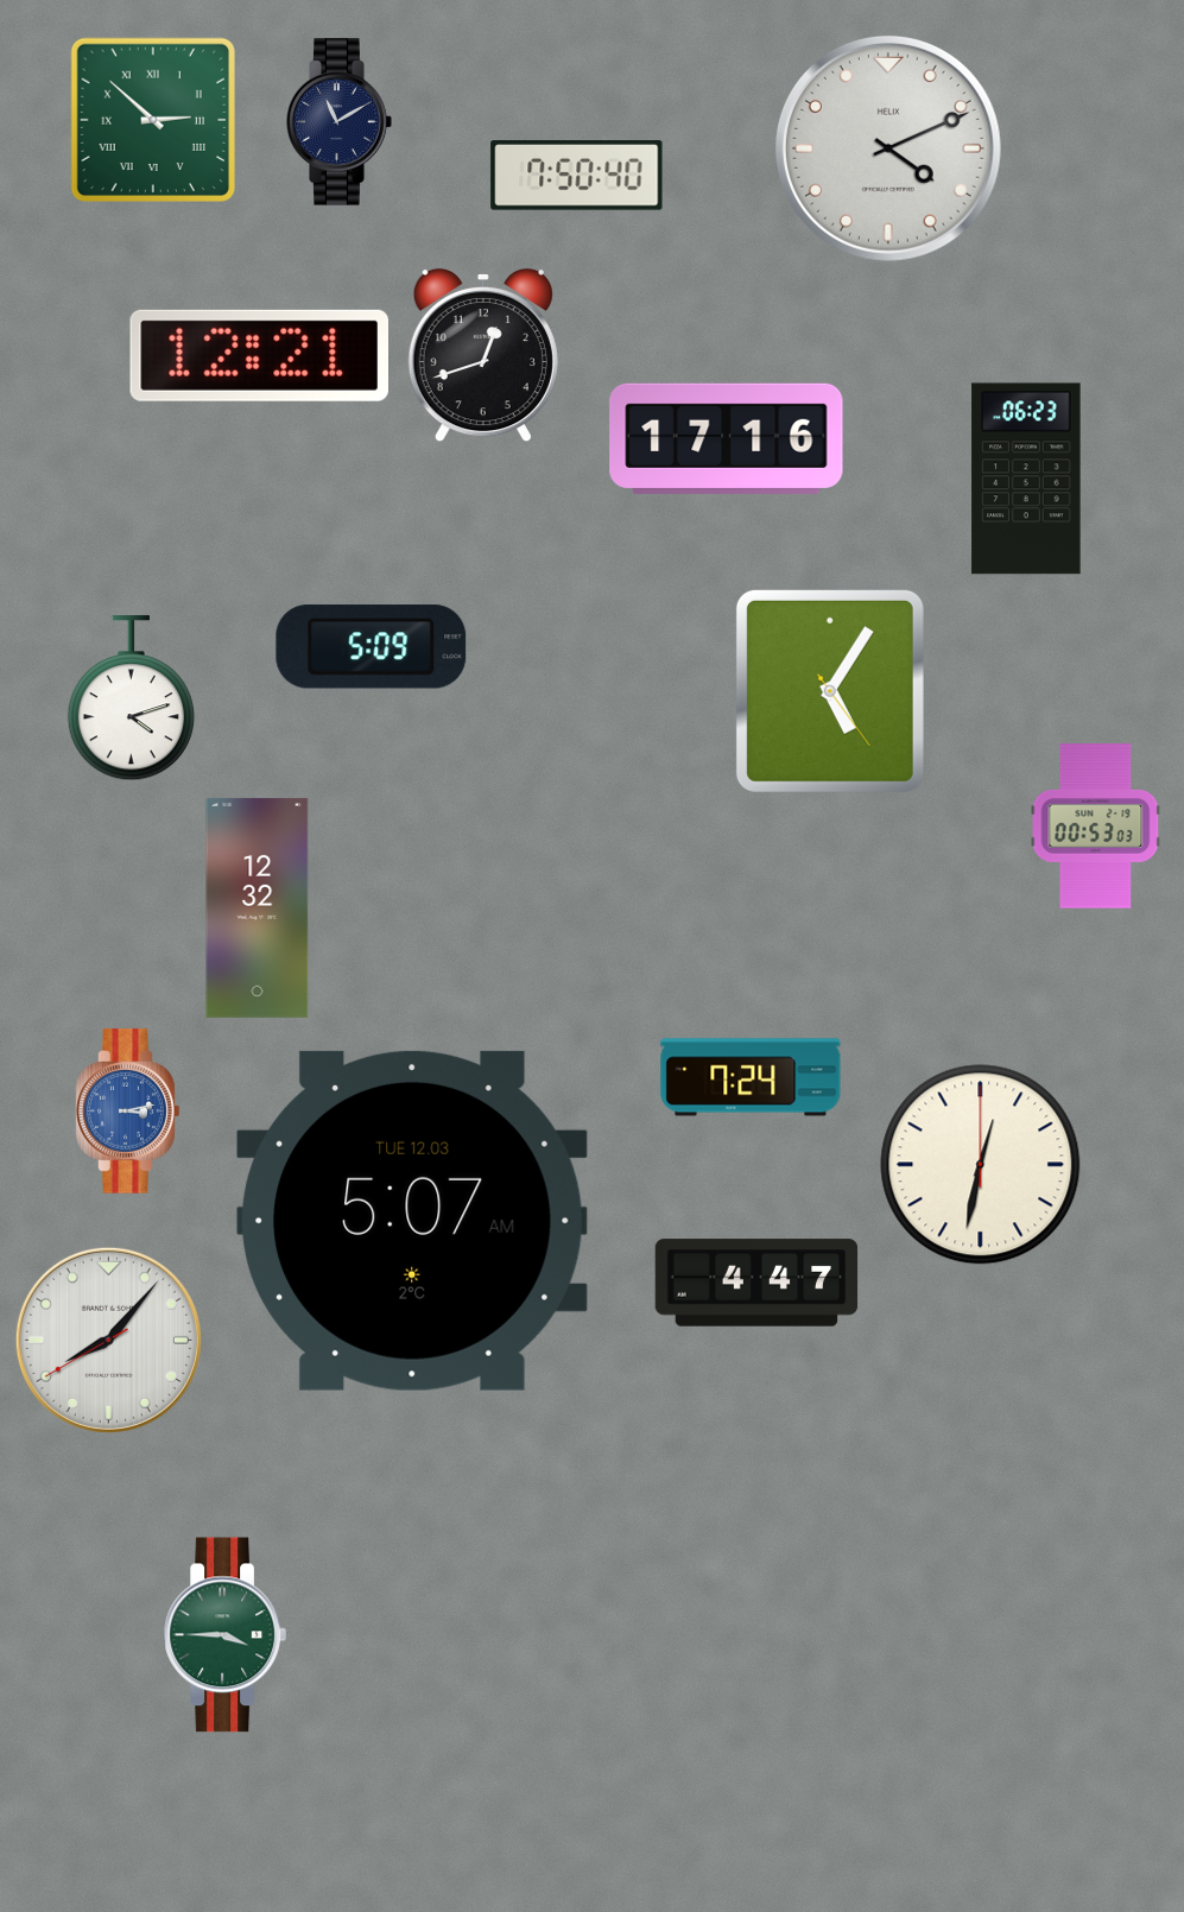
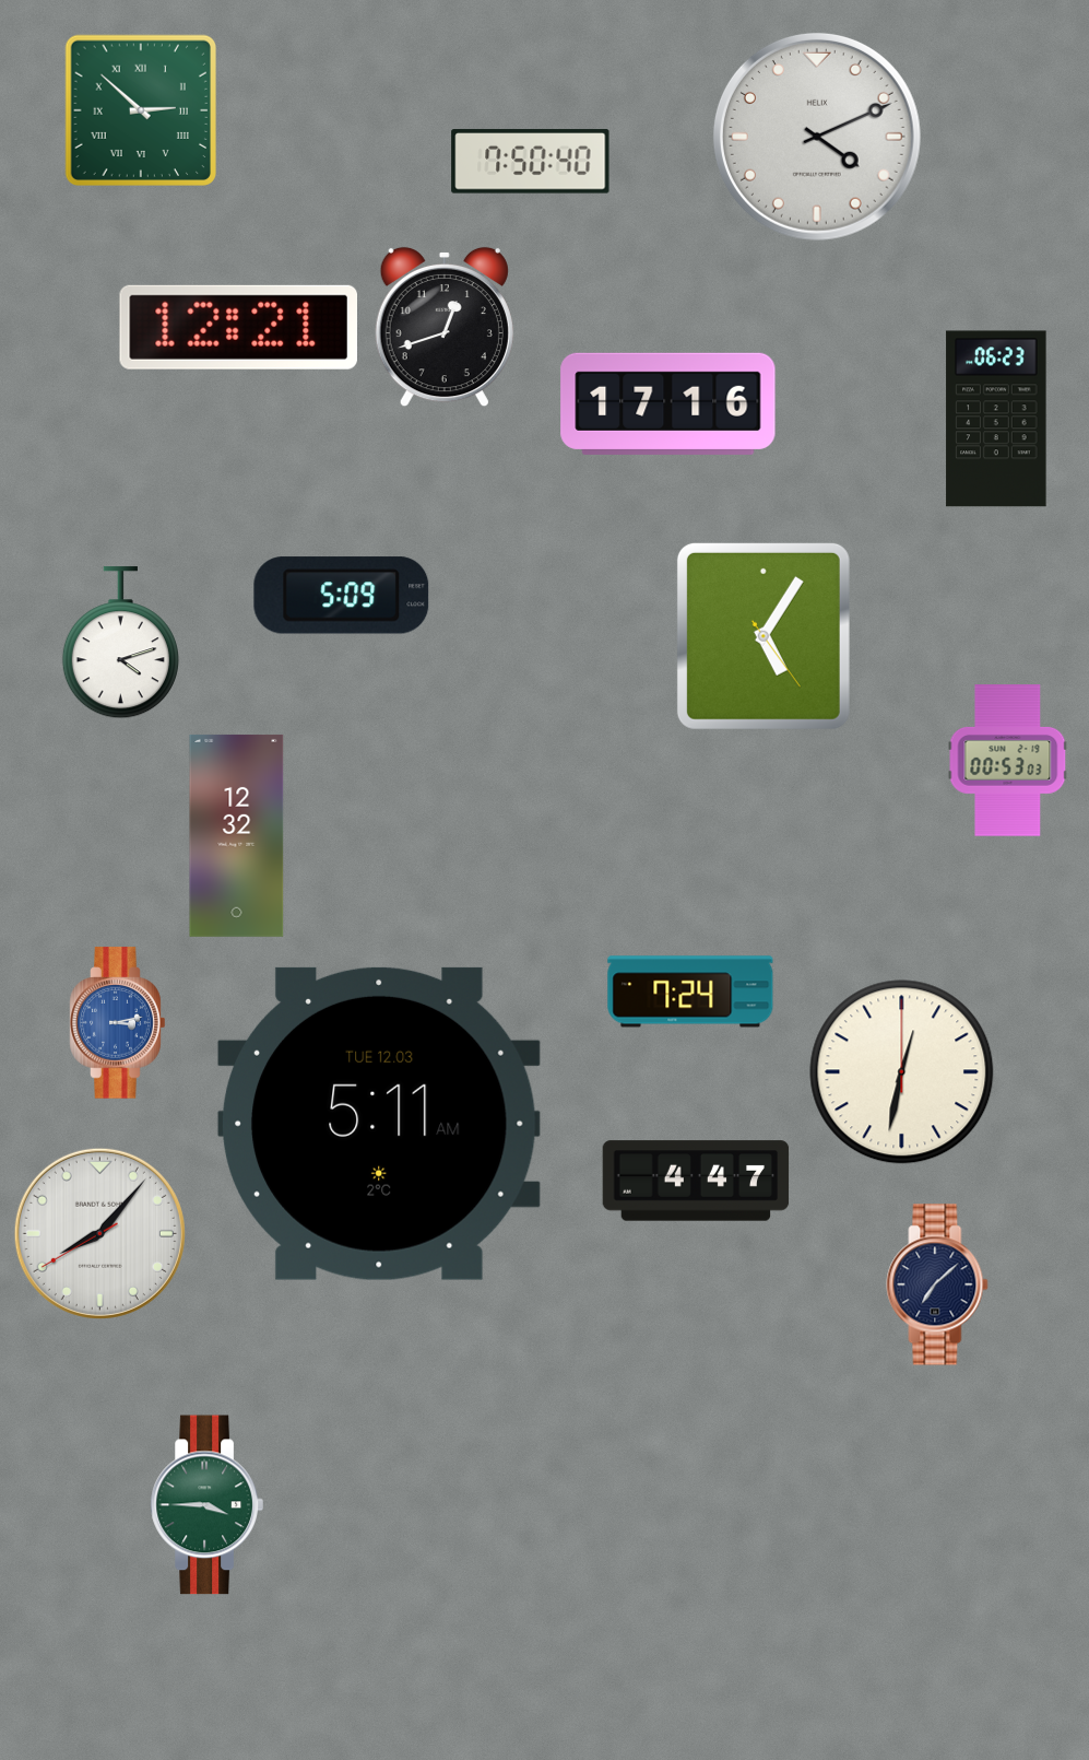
clock at (340, 122): 11:10 -> none
clock at (1026, 479) position: (1026, 479) -> (996, 419)
clock at (412, 1221): 5:07 -> 5:11
clock at (937, 1284): none -> 7:08
